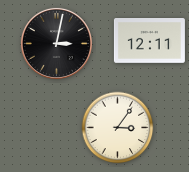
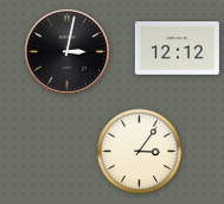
clock at (149, 41): 12:11 -> 12:12
